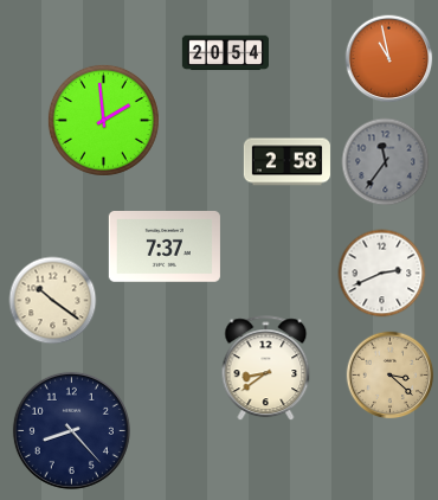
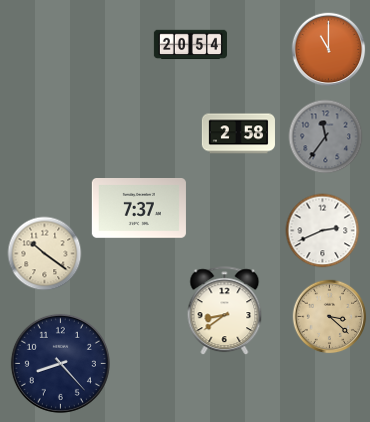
clock at (389, 59): 10:58 -> 11:00
clock at (103, 120): 1:59 -> none
clock at (286, 162) position: (286, 162) -> (238, 134)
